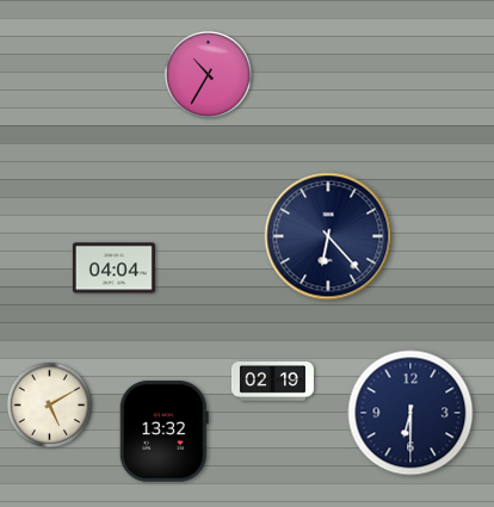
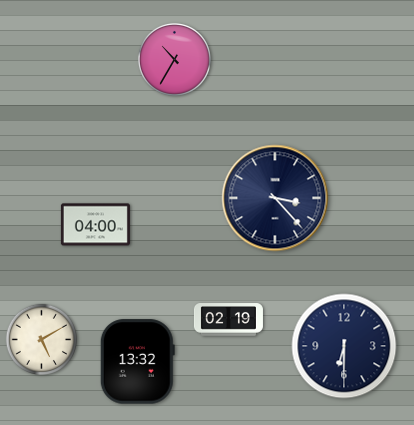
clock at (208, 74) position: (208, 74) -> (174, 59)
clock at (328, 236): 6:23 -> 3:23
clock at (113, 268): 04:04 -> 04:00
